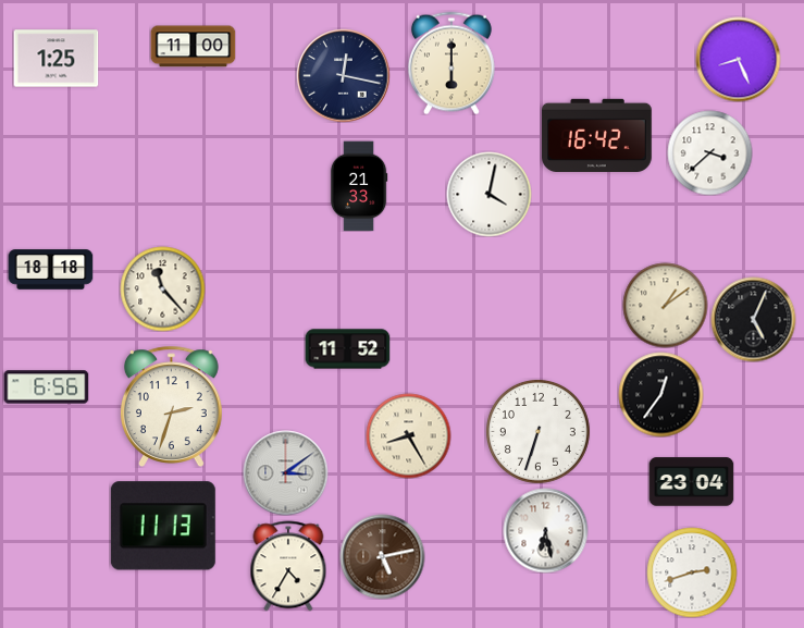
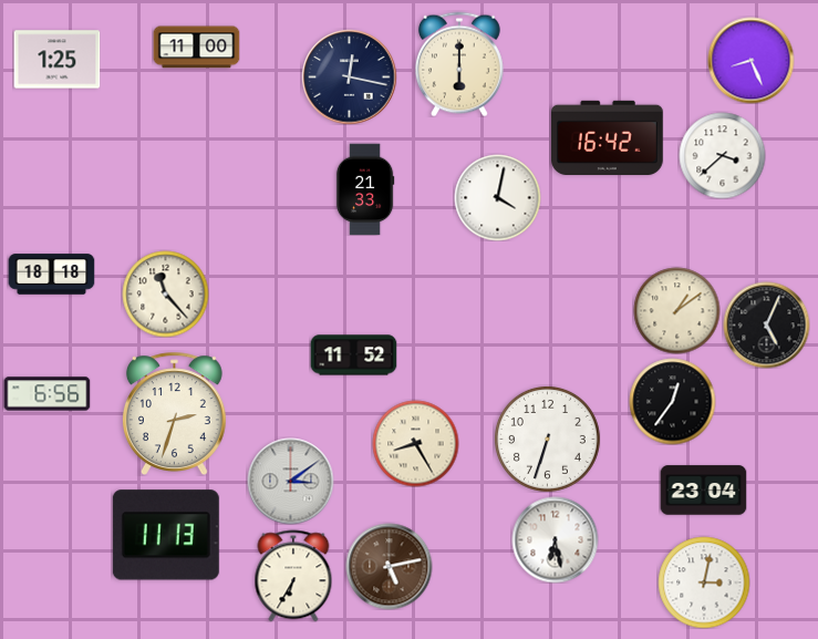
clock at (288, 566): 4:35 -> 6:35
clock at (692, 572): 2:42 -> 3:02
